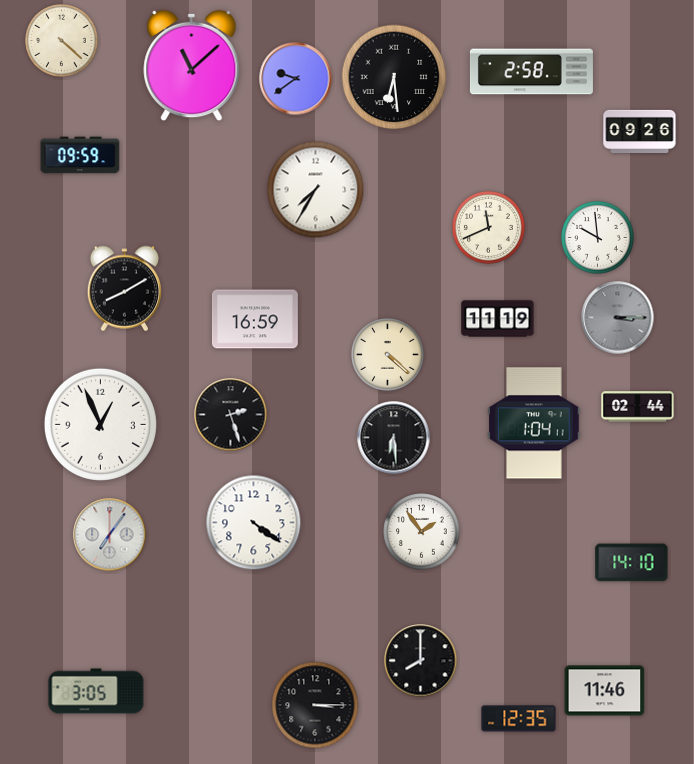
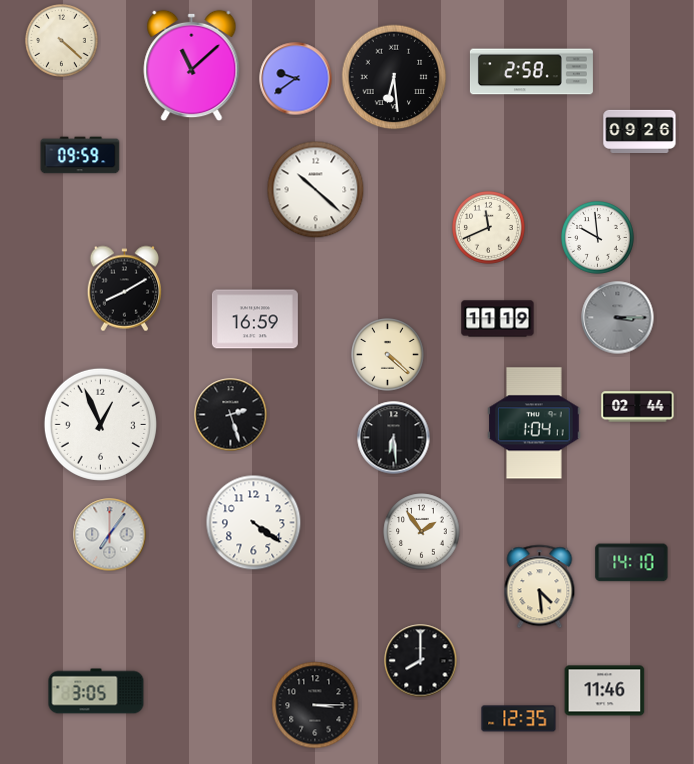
clock at (316, 190): 7:35 -> 10:22
clock at (540, 587): none -> 4:29
